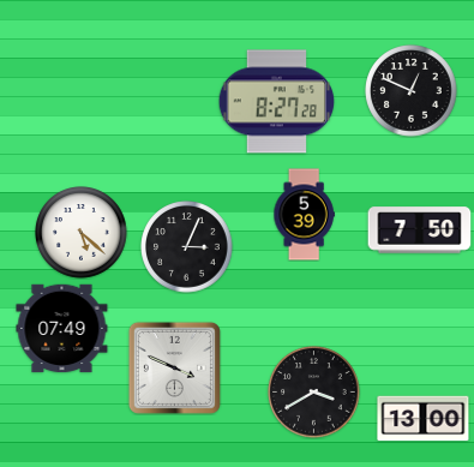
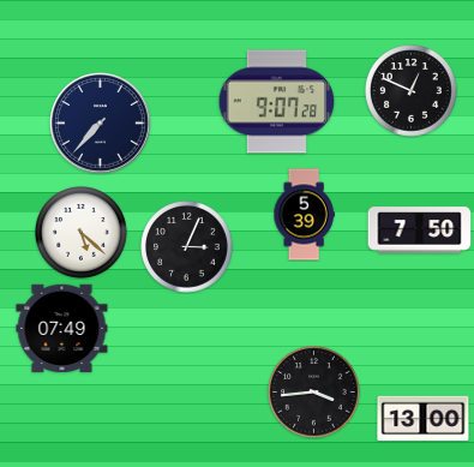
clock at (277, 102): 8:27 -> 9:07
clock at (101, 124): none -> 7:37
clock at (174, 367): 3:49 -> none
clock at (314, 393): 3:40 -> 3:44
